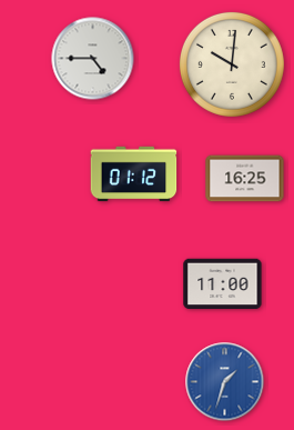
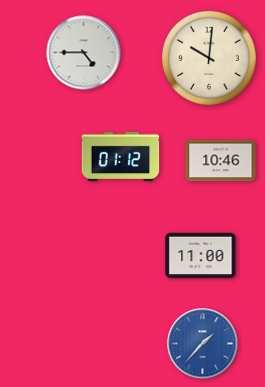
clock at (245, 179): 16:25 -> 10:46
clock at (225, 382): 1:33 -> 1:37
